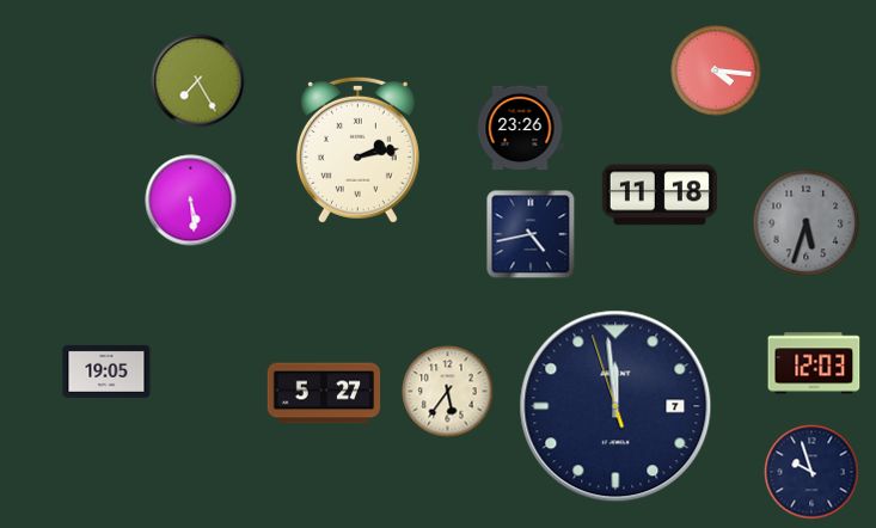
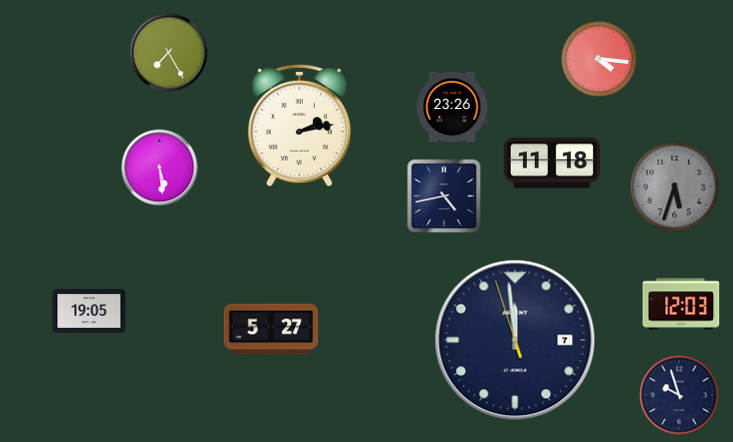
clock at (198, 81) position: (198, 81) -> (169, 53)
clock at (520, 128) position: (520, 128) -> (452, 107)
clock at (448, 392): 5:36 -> none
